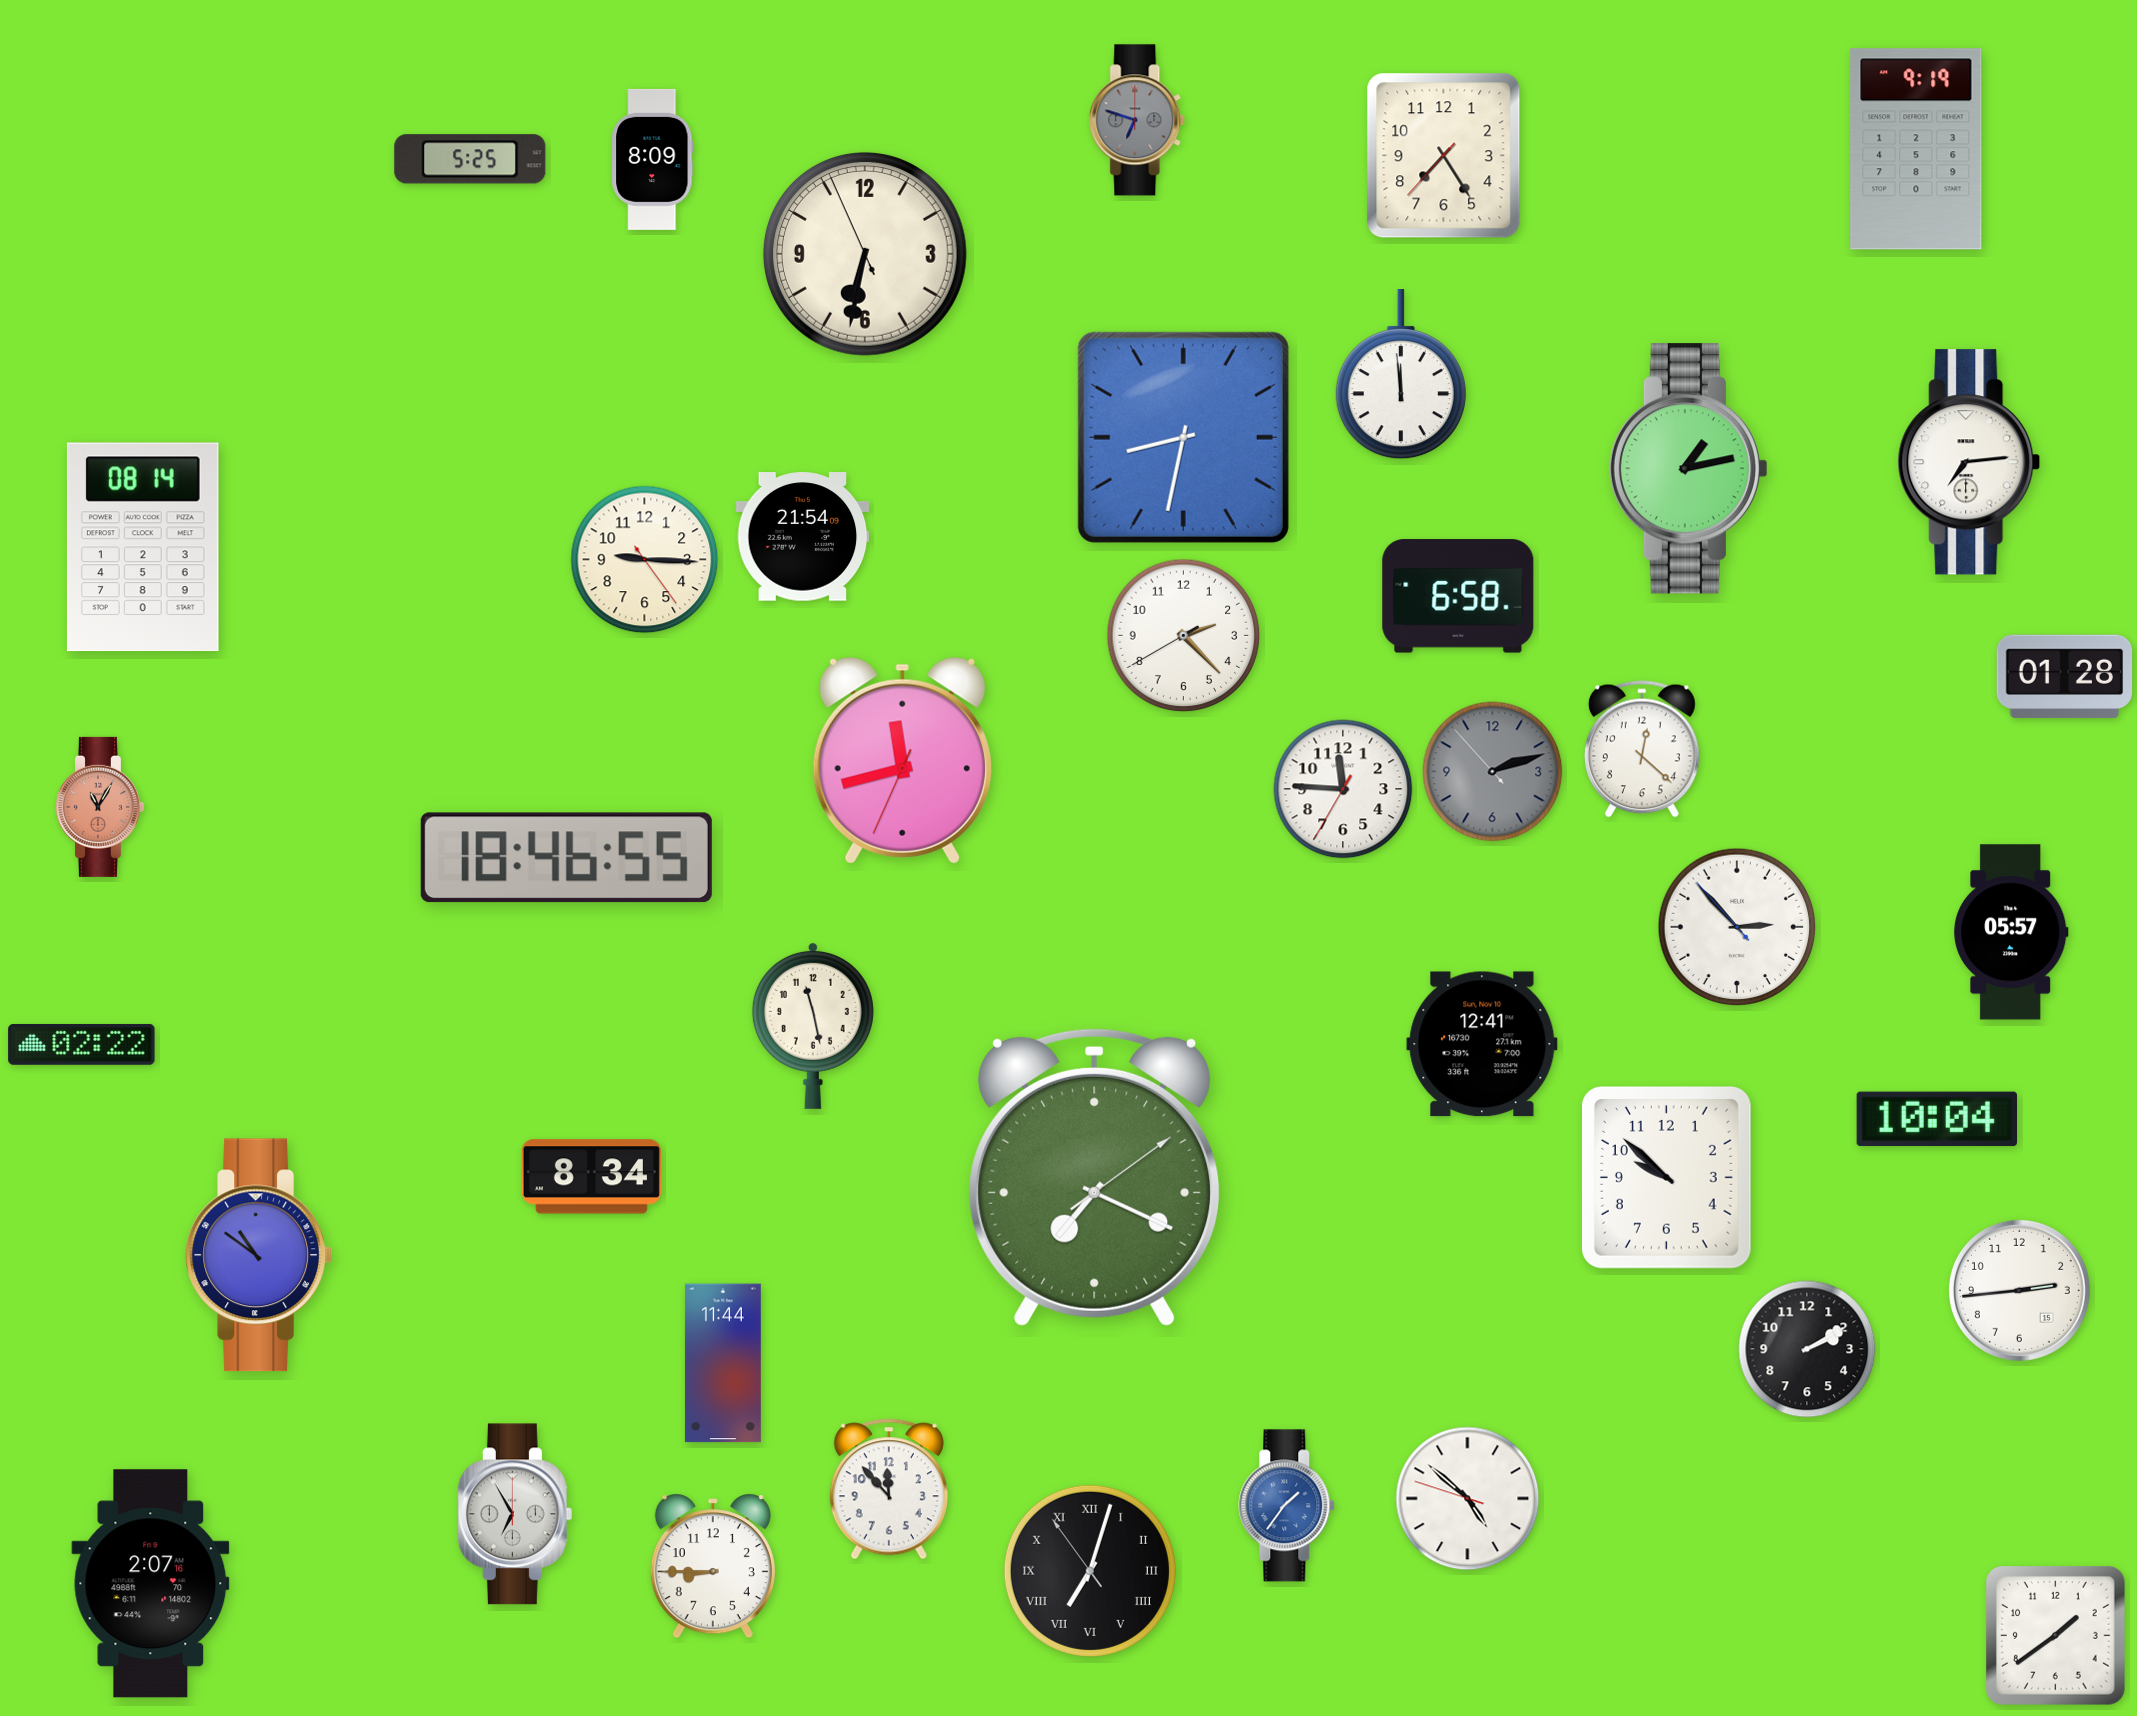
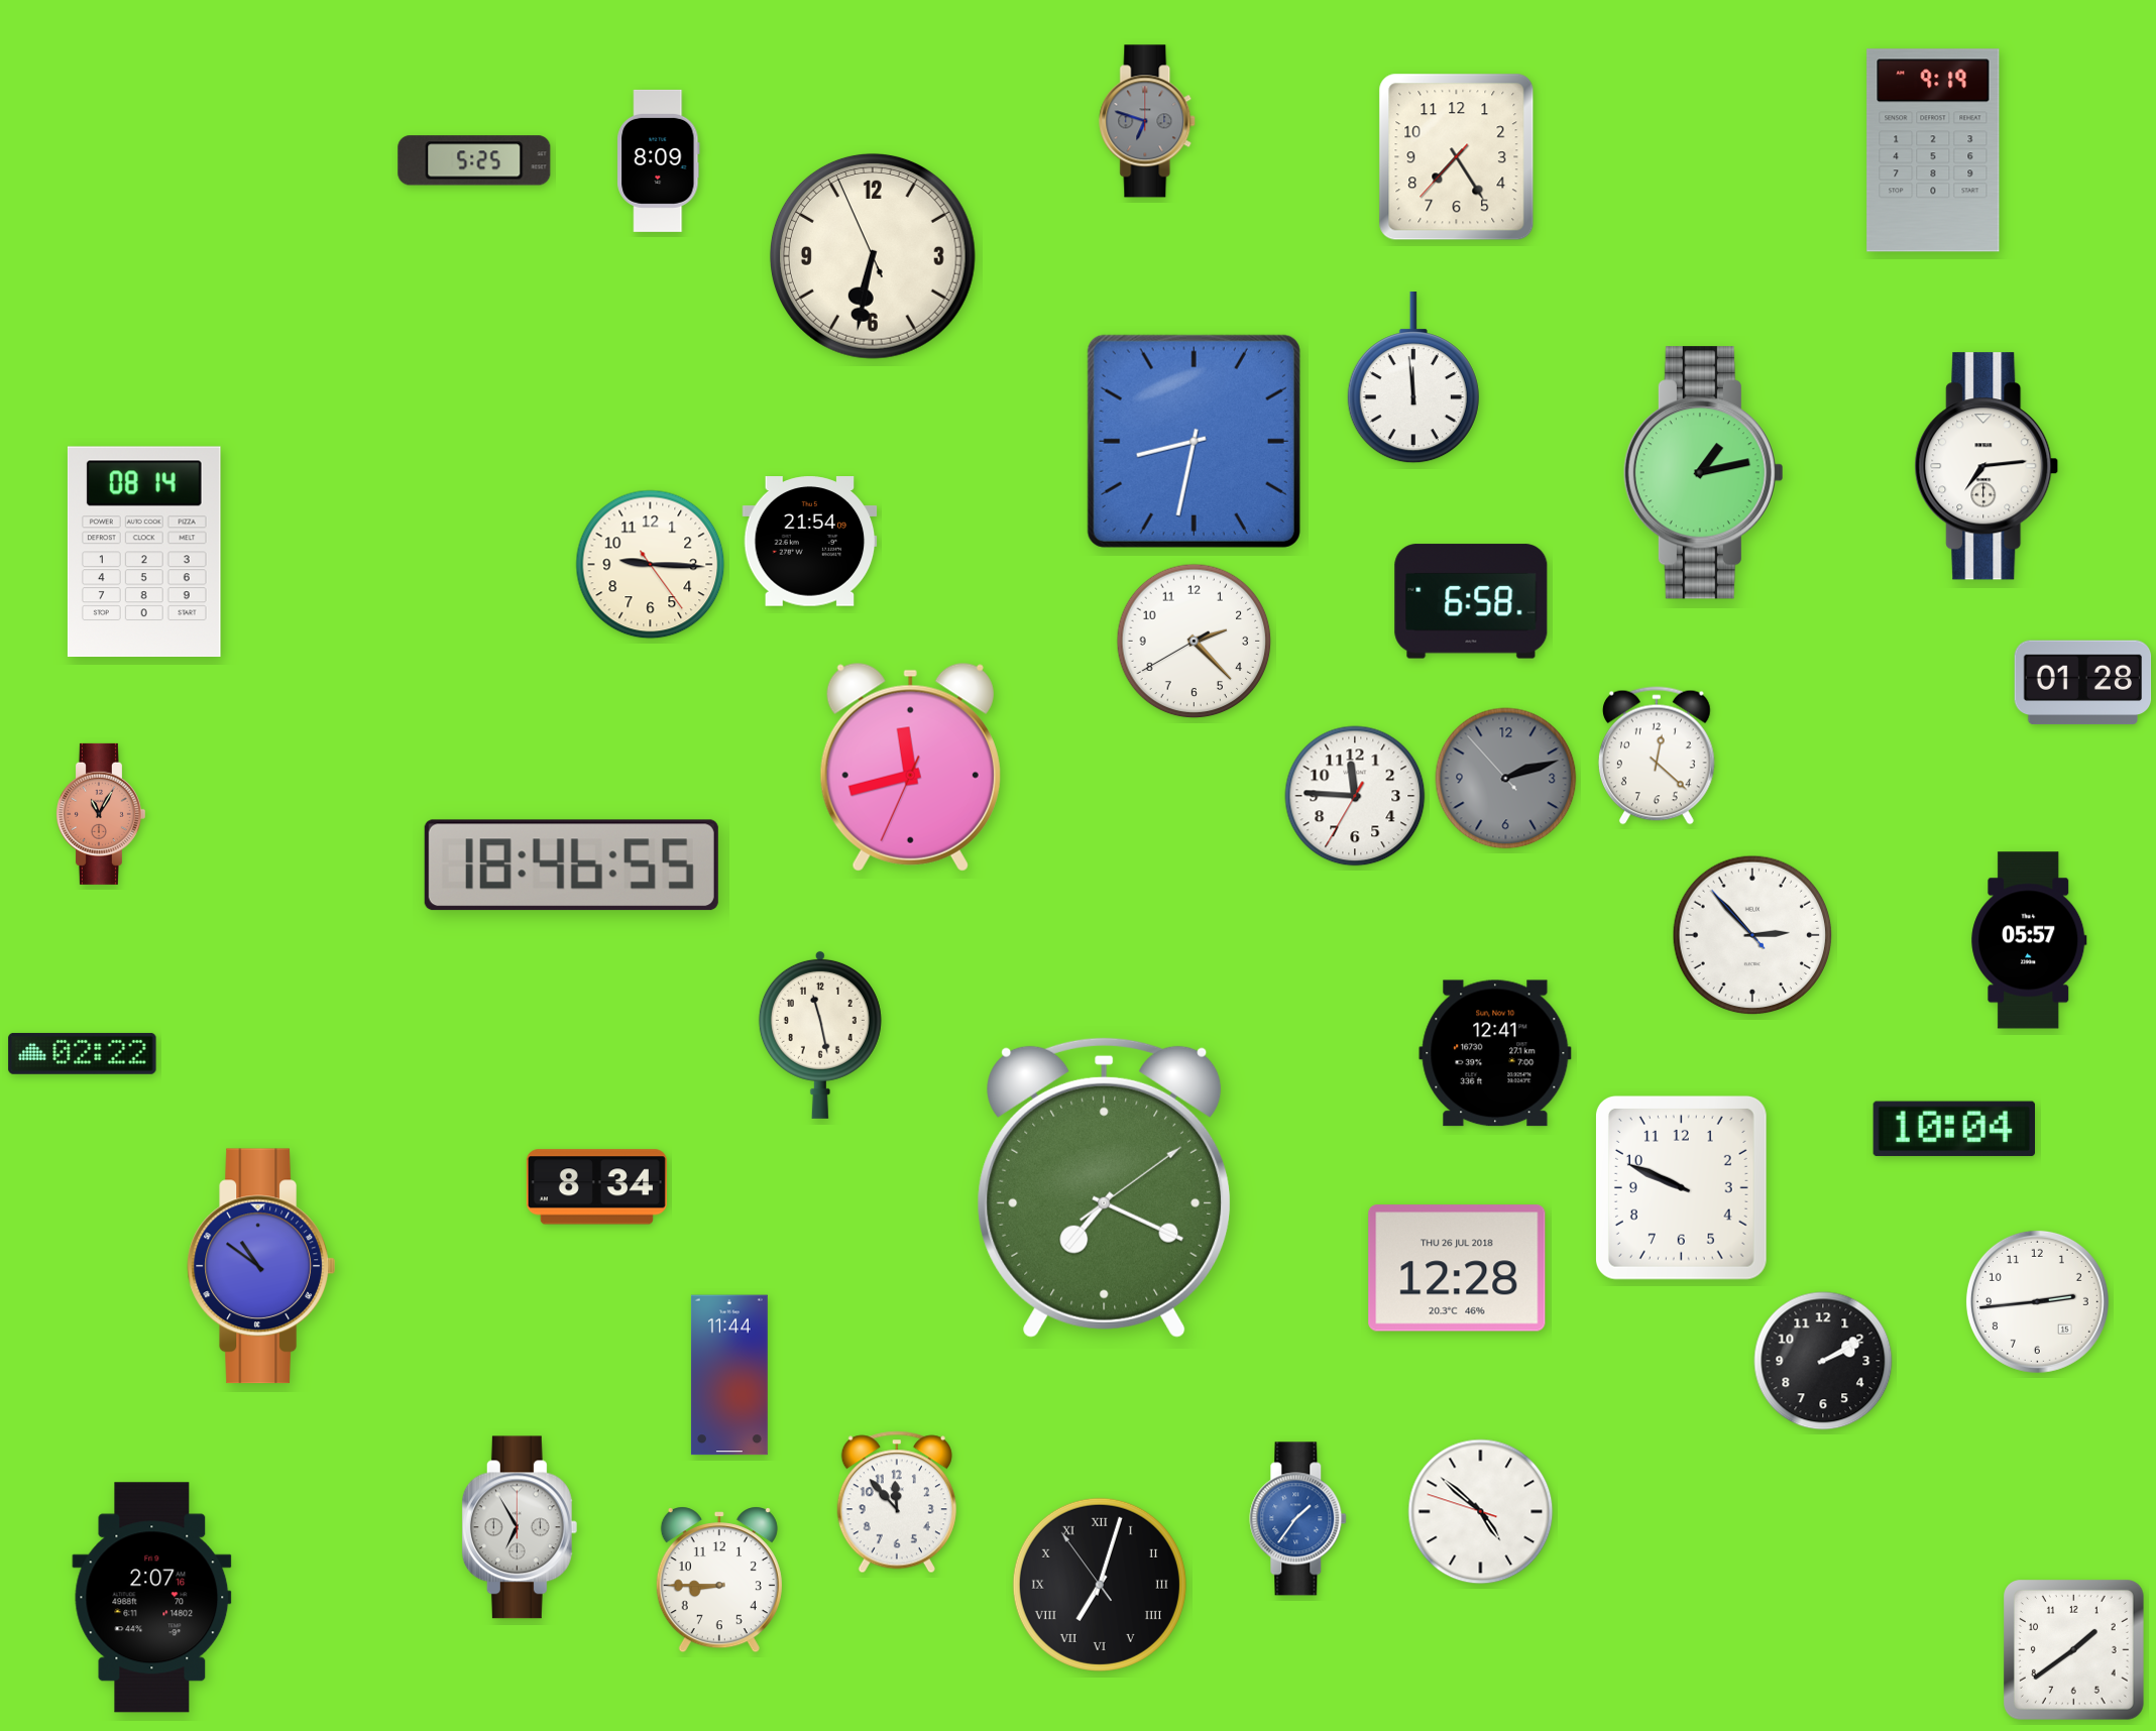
clock at (1666, 1177): 9:52 -> 9:49
clock at (1457, 1268): none -> 12:28
